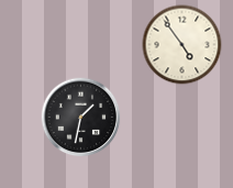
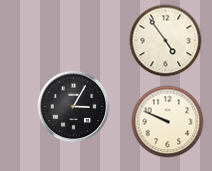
clock at (81, 118): 1:32 -> 3:05
clock at (168, 122): none -> 9:49
